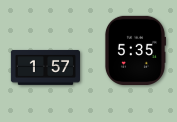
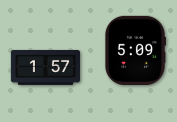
clock at (134, 50): 5:35 -> 5:09
